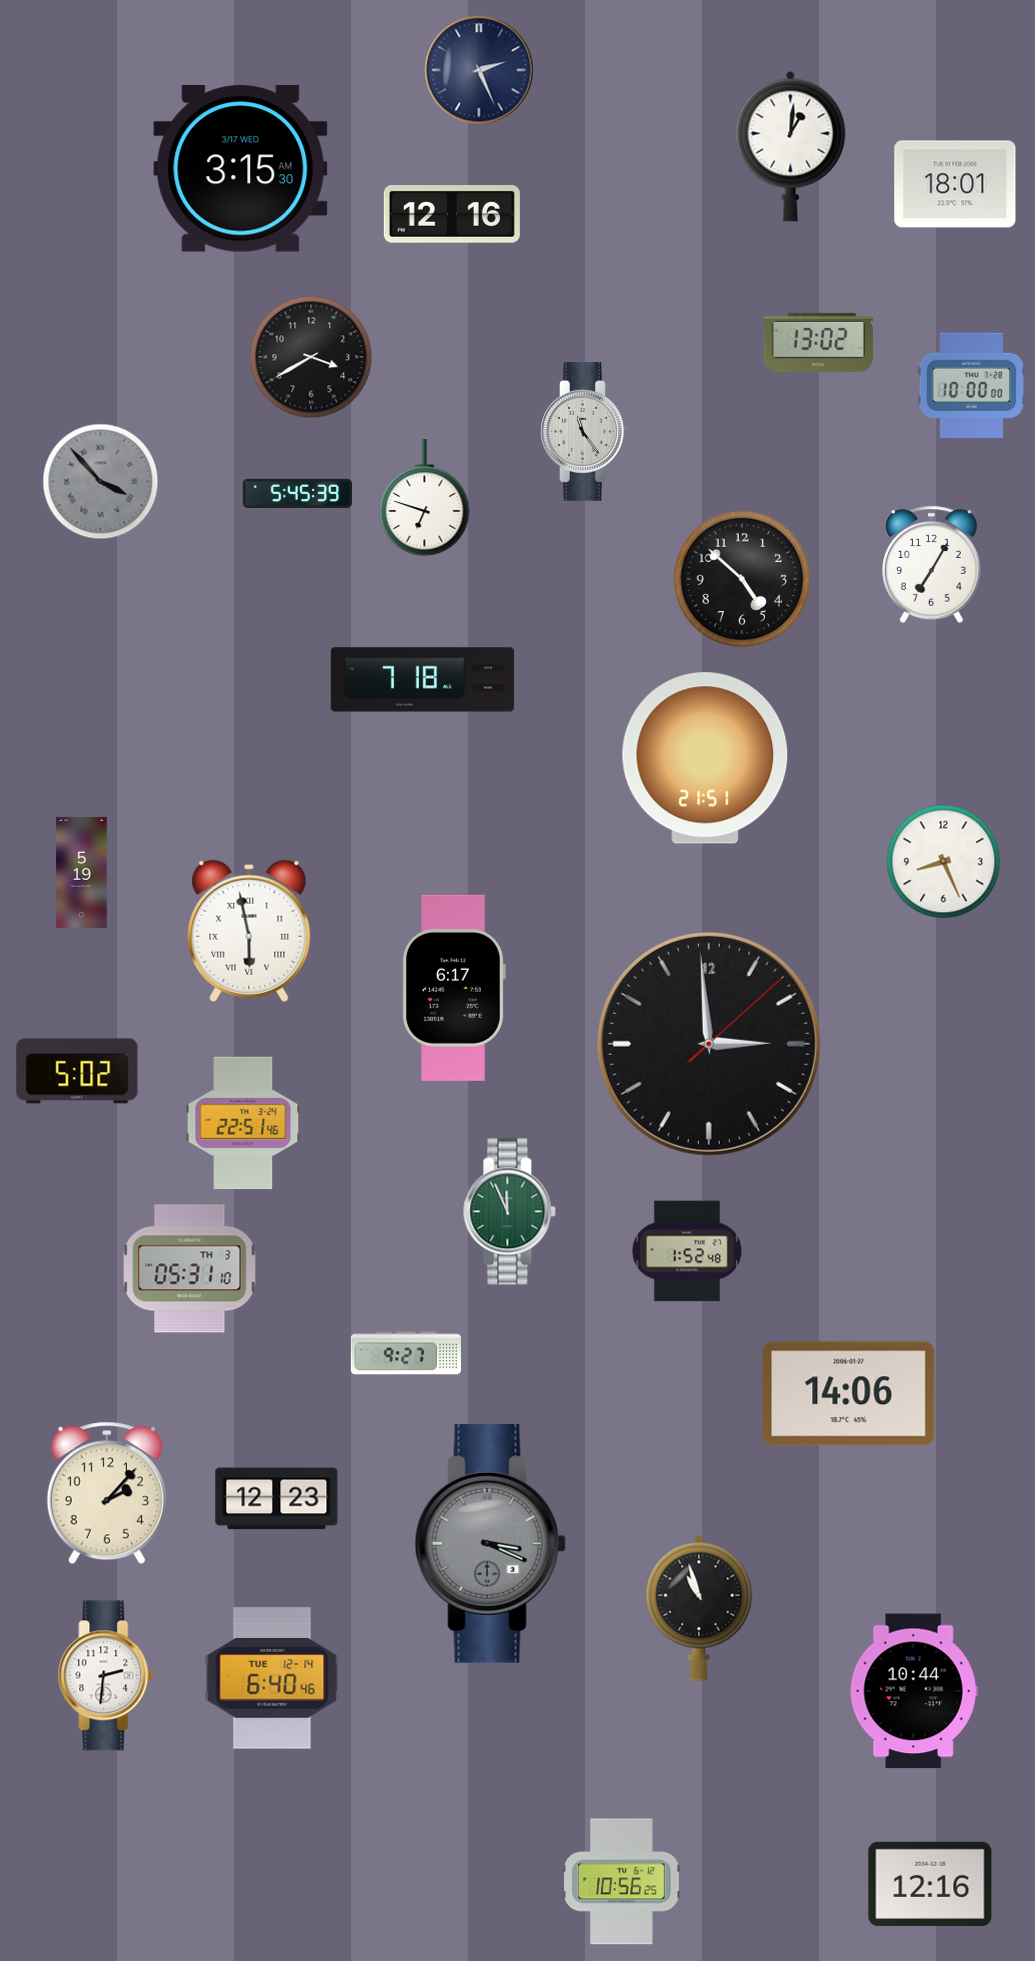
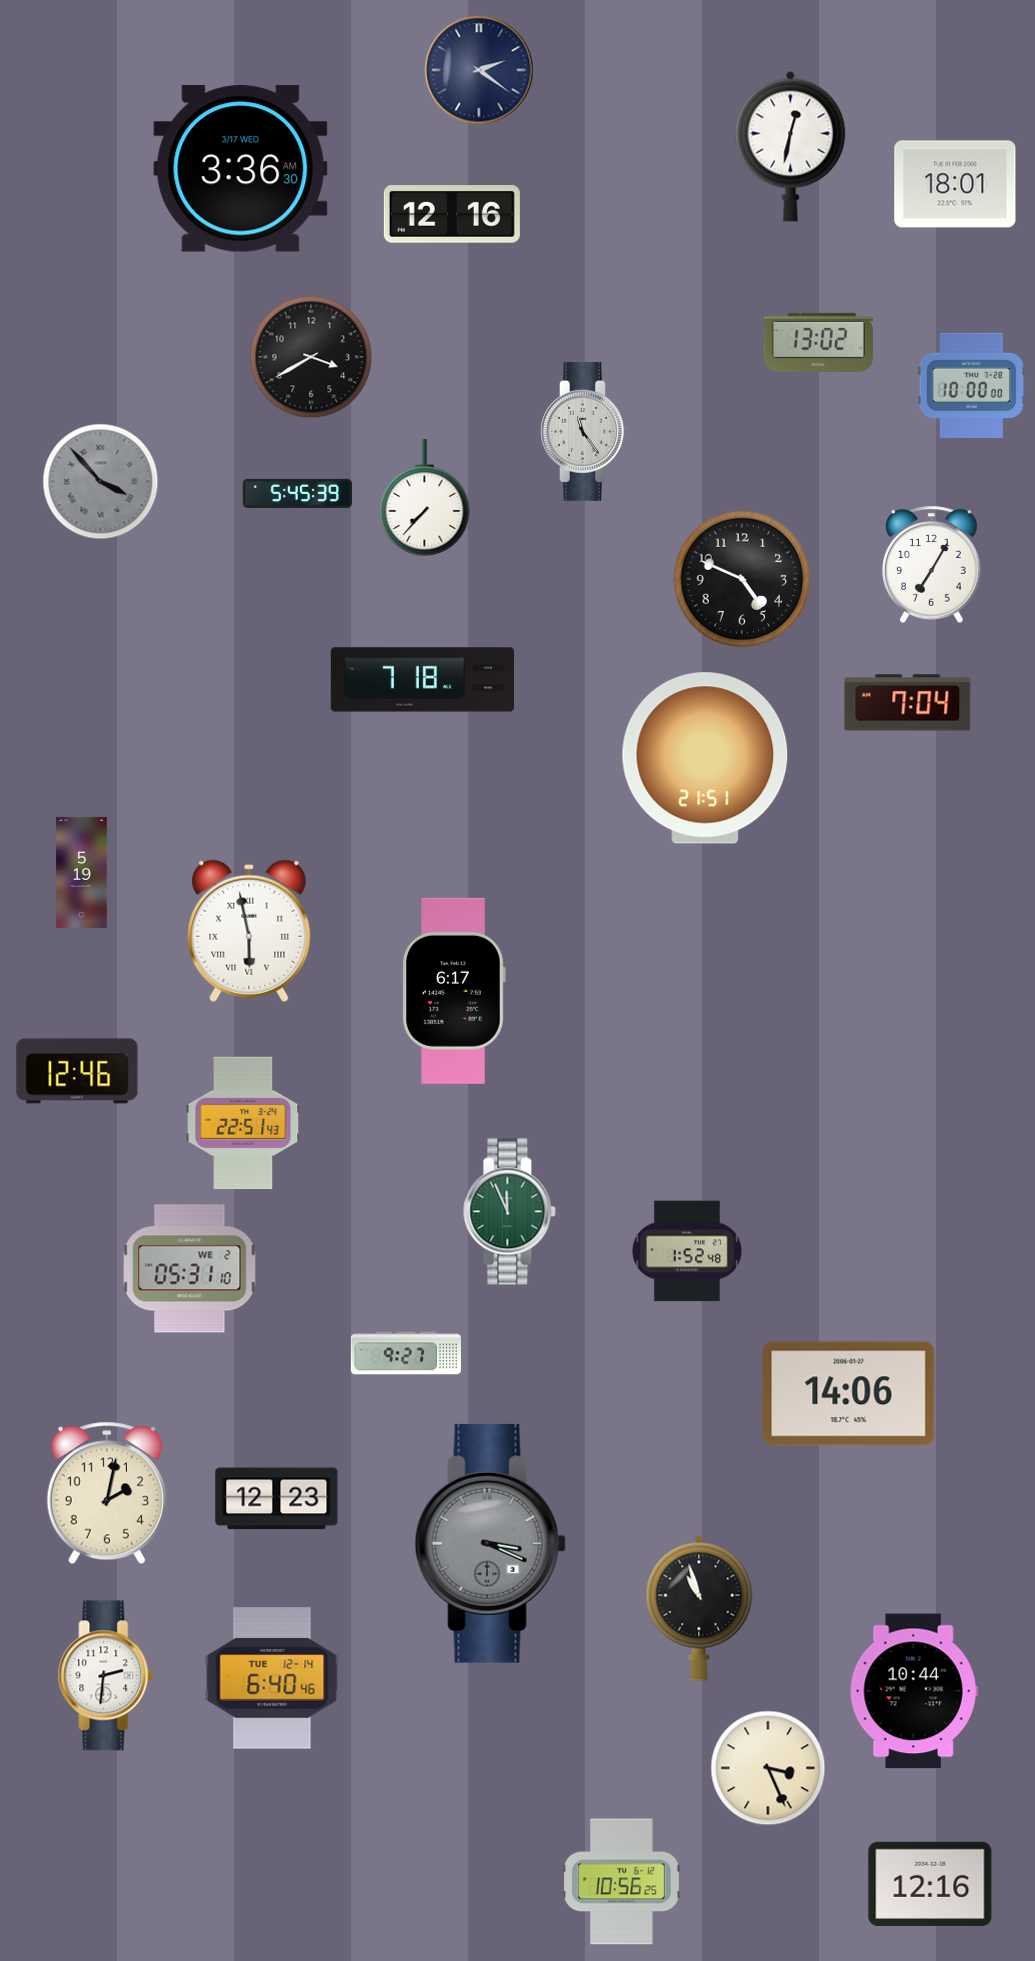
clock at (479, 70): 2:26 -> 2:21
clock at (791, 146): 1:01 -> 12:32
clock at (241, 169): 3:15 -> 3:36
clock at (425, 498): 6:48 -> 7:37
clock at (742, 579): 4:52 -> 4:49
clock at (908, 703): none -> 7:04
clock at (944, 862): 8:26 -> none
clock at (454, 988) position: (454, 988) -> (454, 991)
clock at (709, 1044): 2:59 -> none
clock at (77, 1071): 5:02 -> 12:46
clock at (243, 1123): 22:51:46 -> 22:51:43
clock at (190, 1269) date: TH 3 -> WE 2
clock at (107, 1493): 2:07 -> 2:02
clock at (768, 1768): none -> 3:26
